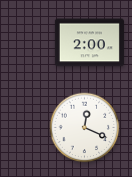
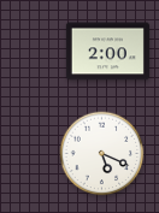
clock at (85, 128): 12:19 -> 5:19
